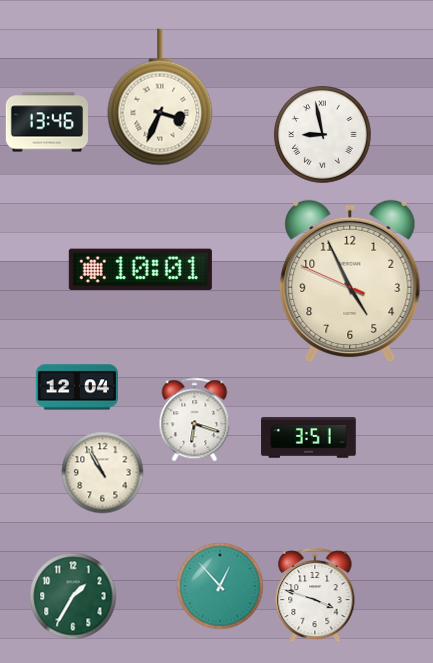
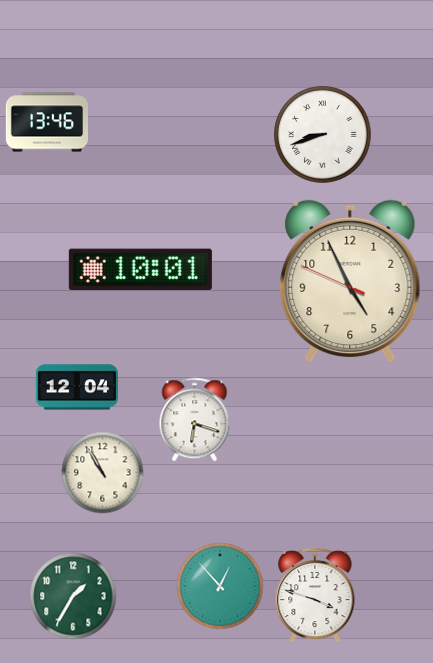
clock at (160, 97): 3:34 -> none
clock at (323, 135): 8:58 -> 8:42
clock at (309, 438): 3:51 -> none
